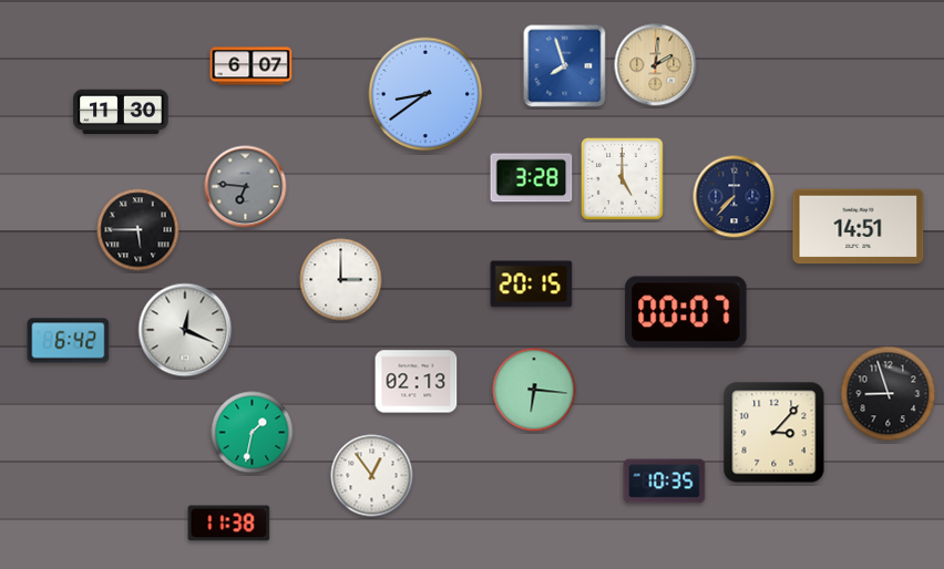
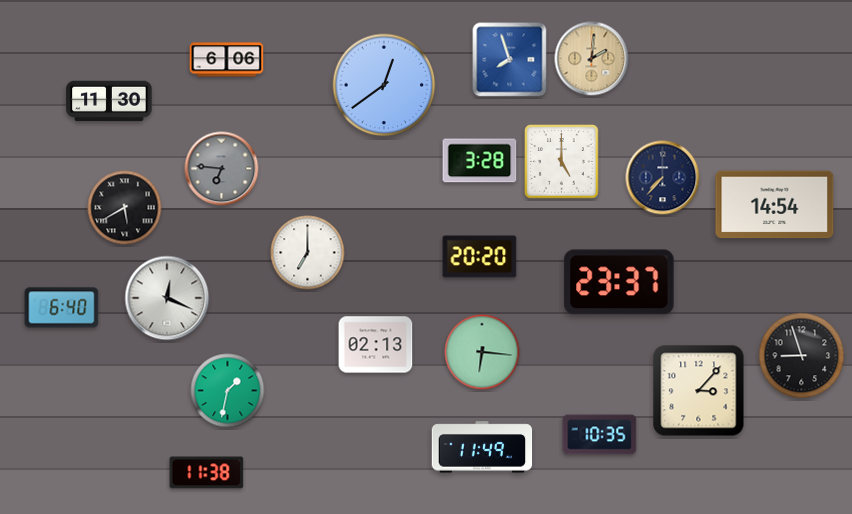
clock at (252, 66): 6:07 -> 6:06
clock at (425, 94): 8:39 -> 12:39
clock at (859, 227): 14:51 -> 14:54
clock at (138, 230): 5:45 -> 5:40
clock at (341, 280): 3:00 -> 7:00
clock at (532, 284): 20:15 -> 20:20
clock at (686, 312): 00:07 -> 23:37
clock at (69, 341): 6:42 -> 6:40
clock at (372, 476): 12:54 -> none
clock at (482, 447): none -> 11:49
